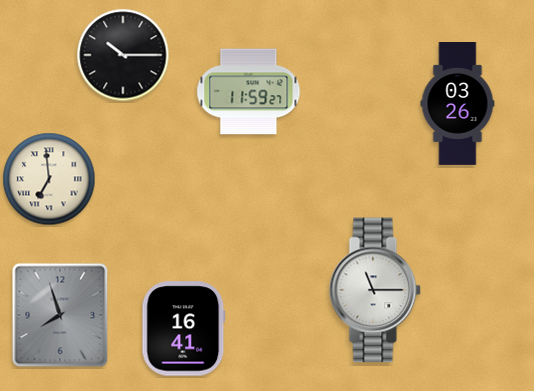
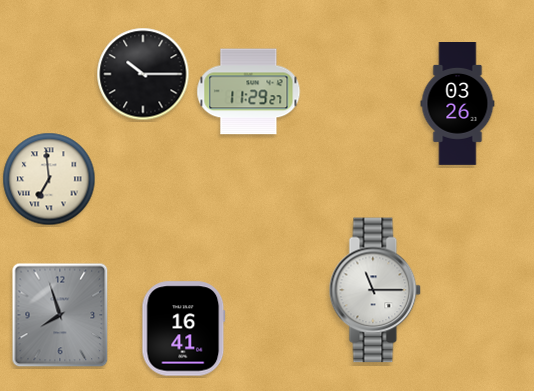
clock at (123, 55) position: (123, 55) -> (143, 74)
clock at (249, 92): 11:59 -> 11:29
